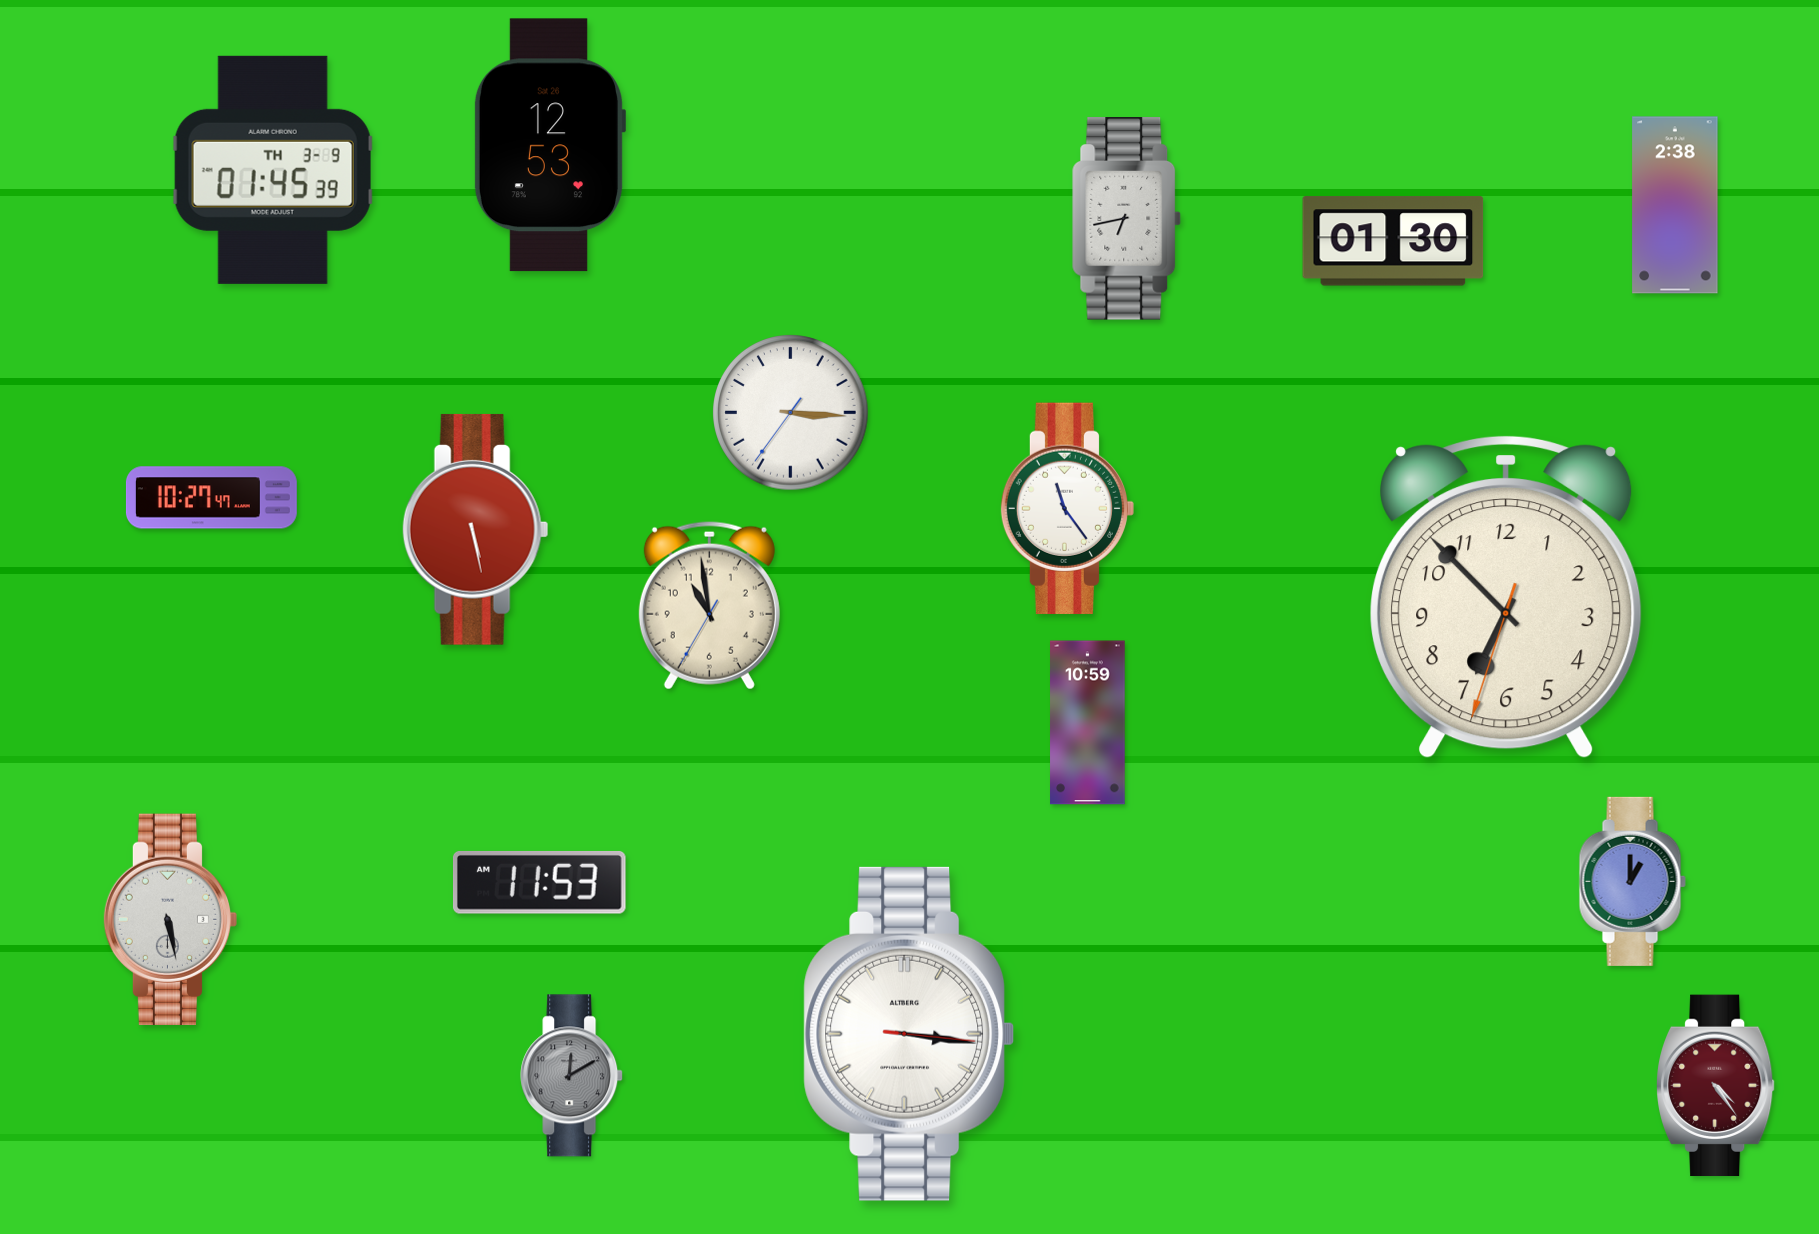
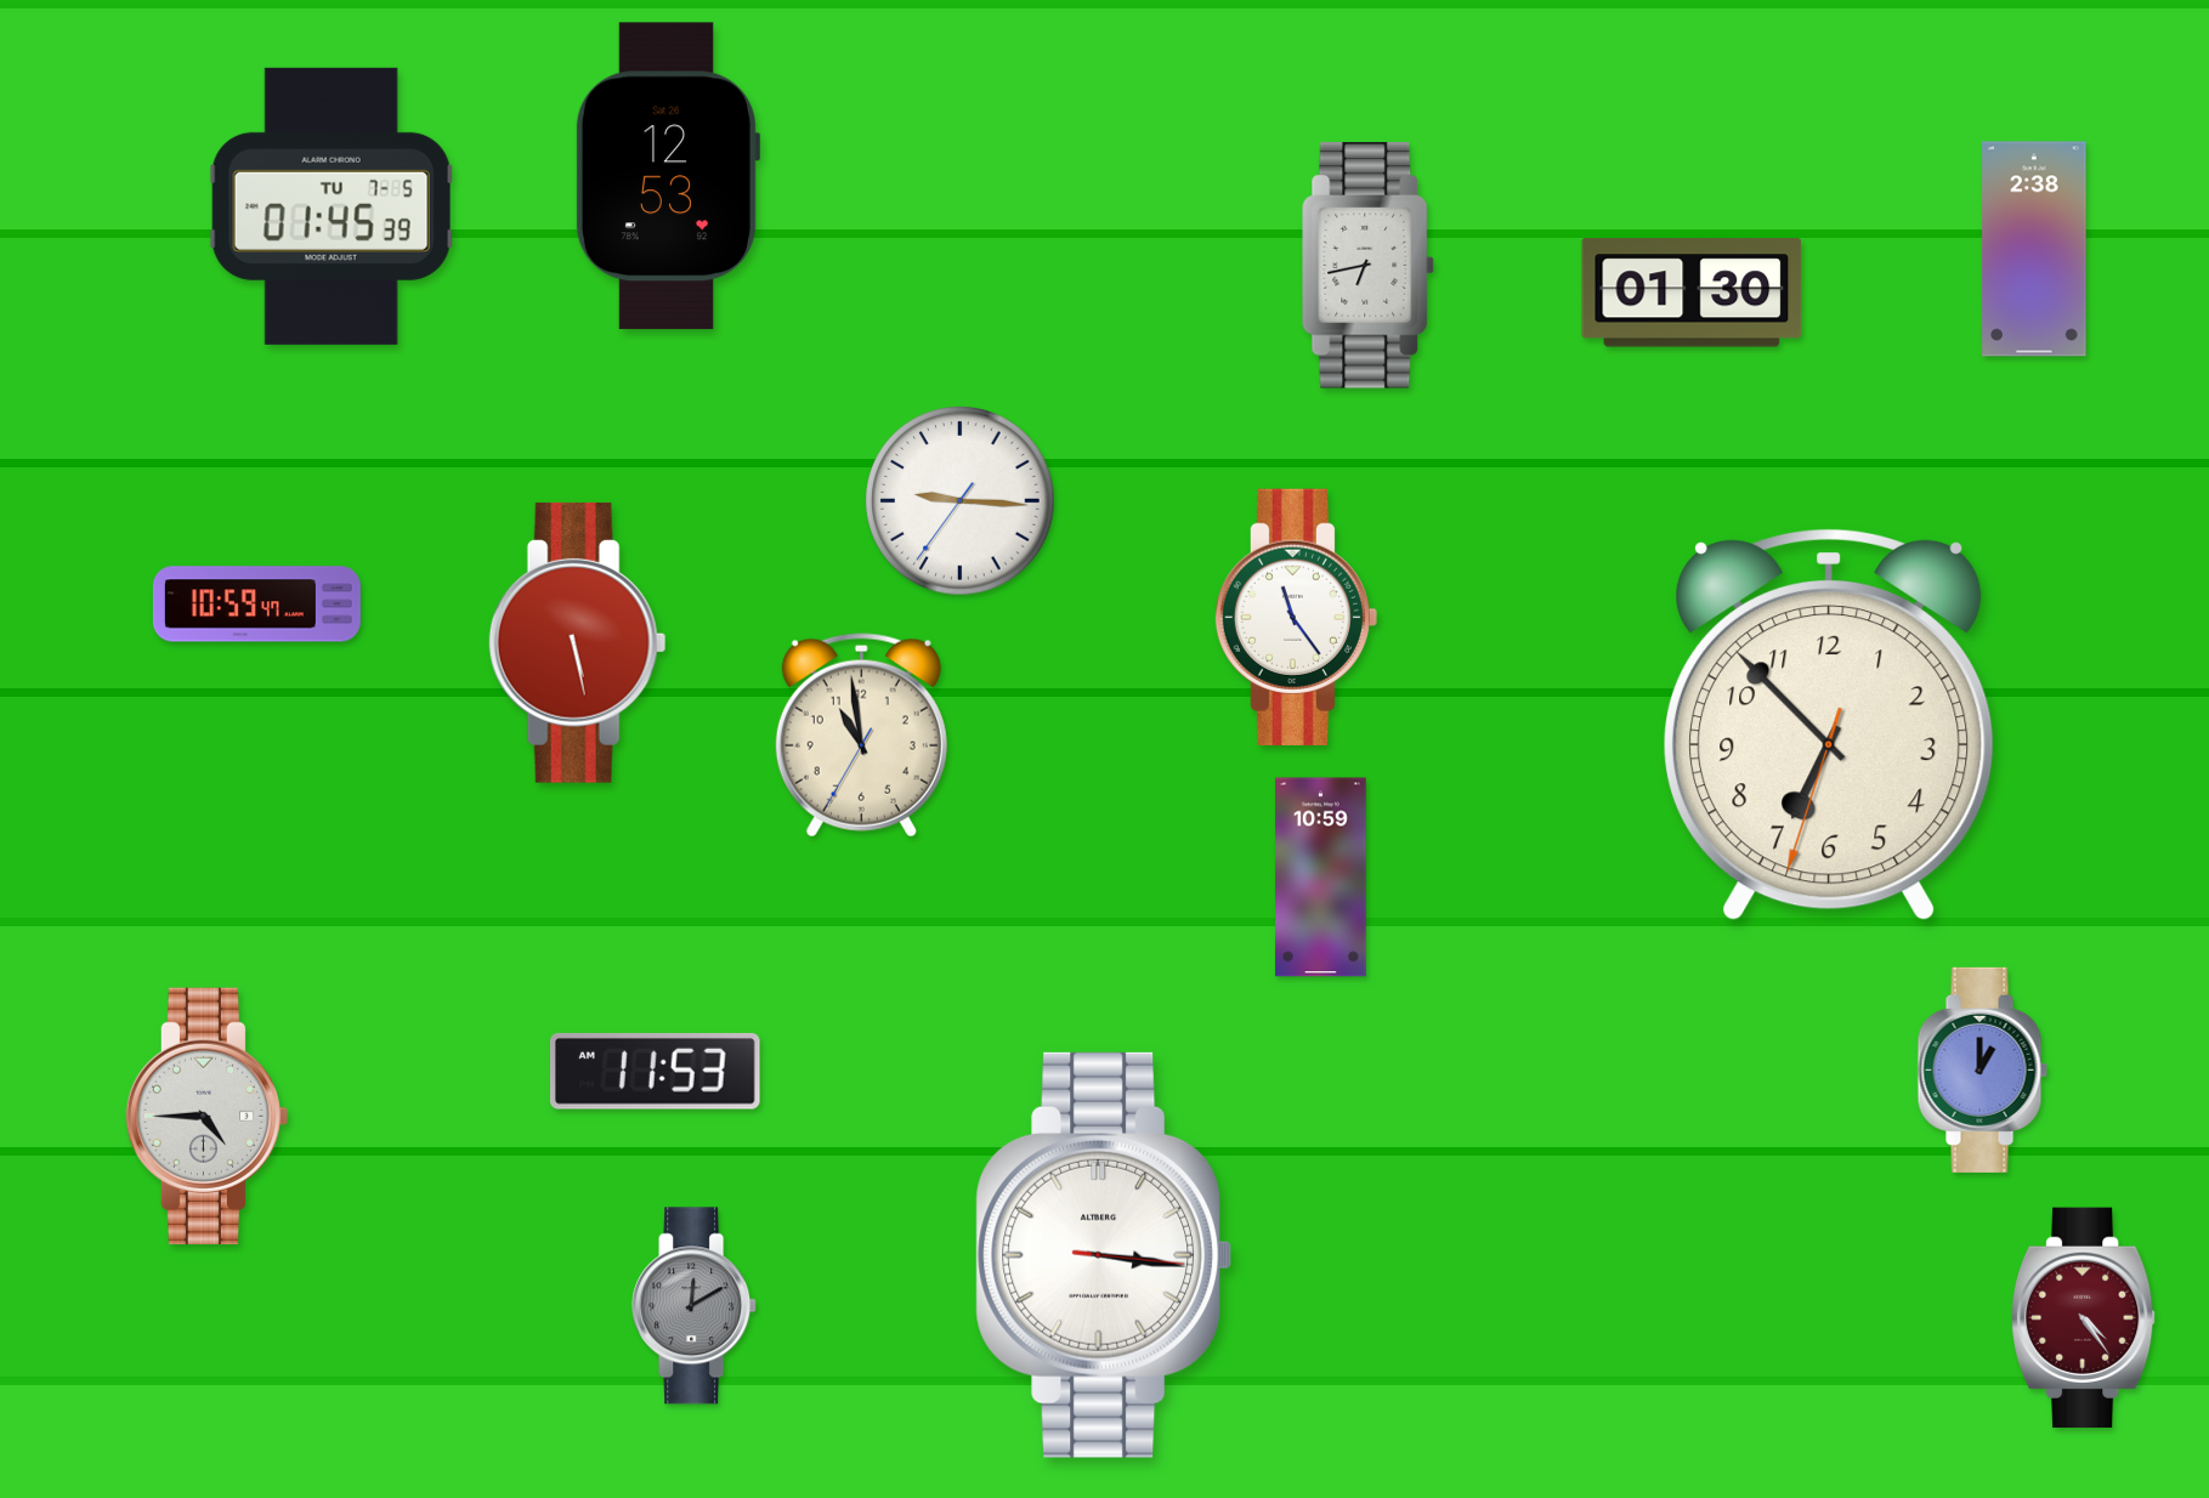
clock at (273, 170) date: TH 3-9 -> TU 7-5
clock at (791, 413): 3:15 -> 9:15
clock at (211, 498): 10:27 -> 10:59
clock at (170, 919): 5:28 -> 4:45
